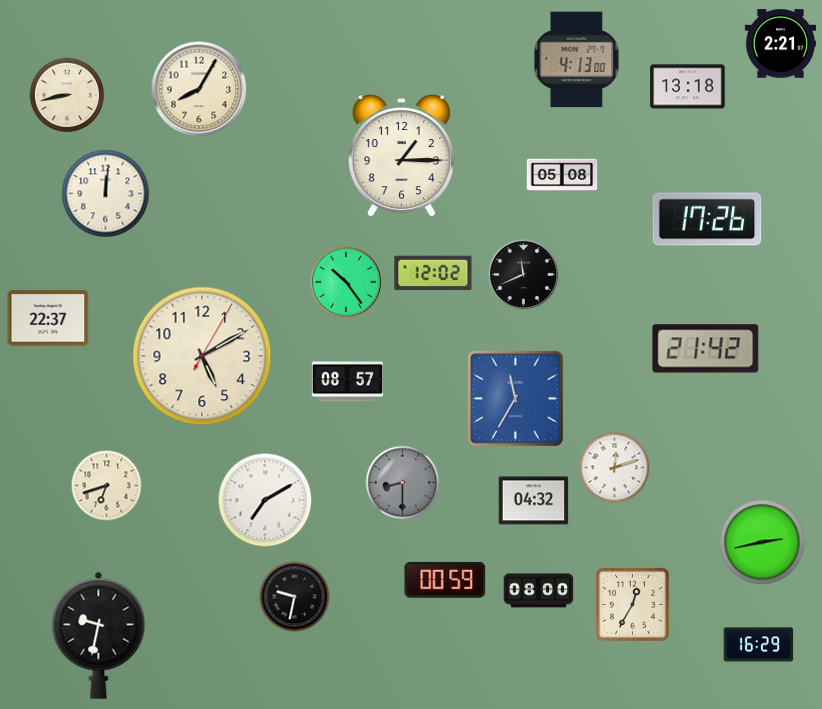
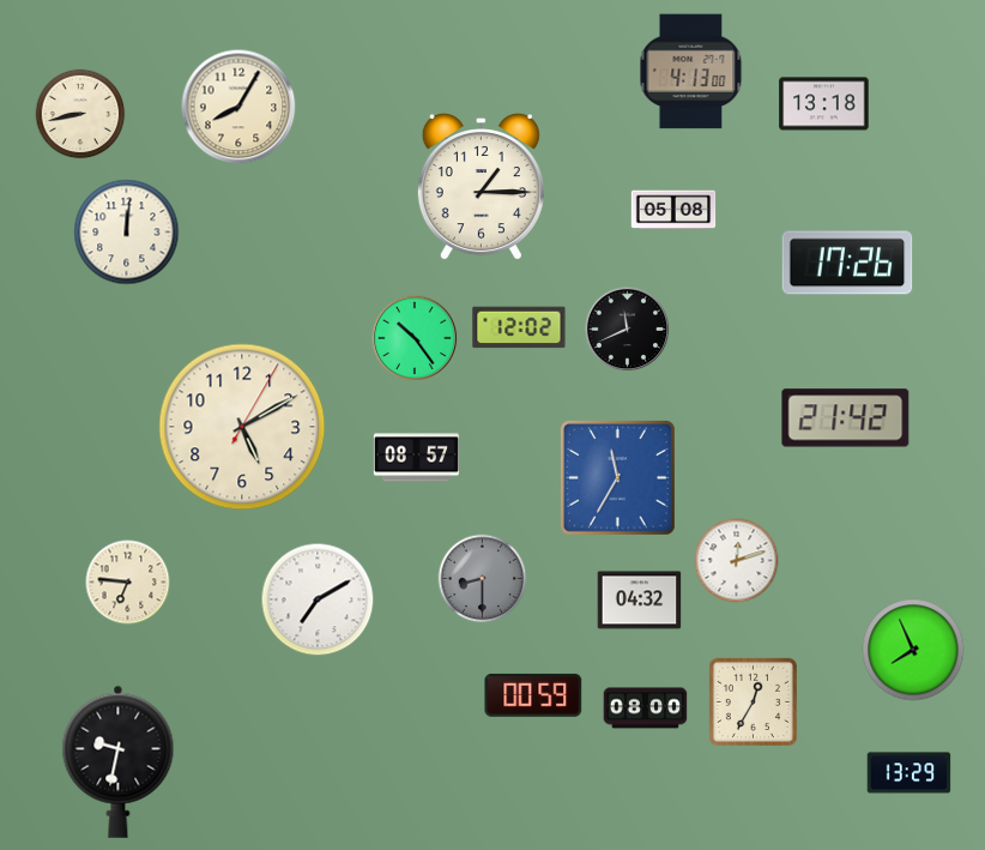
clock at (780, 44): 2:21 -> none
clock at (48, 318): 22:37 -> none
clock at (107, 486): 6:42 -> 6:46
clock at (762, 542): 2:43 -> 7:56
clock at (295, 597): 9:32 -> none
clock at (632, 604) position: (632, 604) -> (753, 701)
clock at (759, 645): 16:29 -> 13:29
